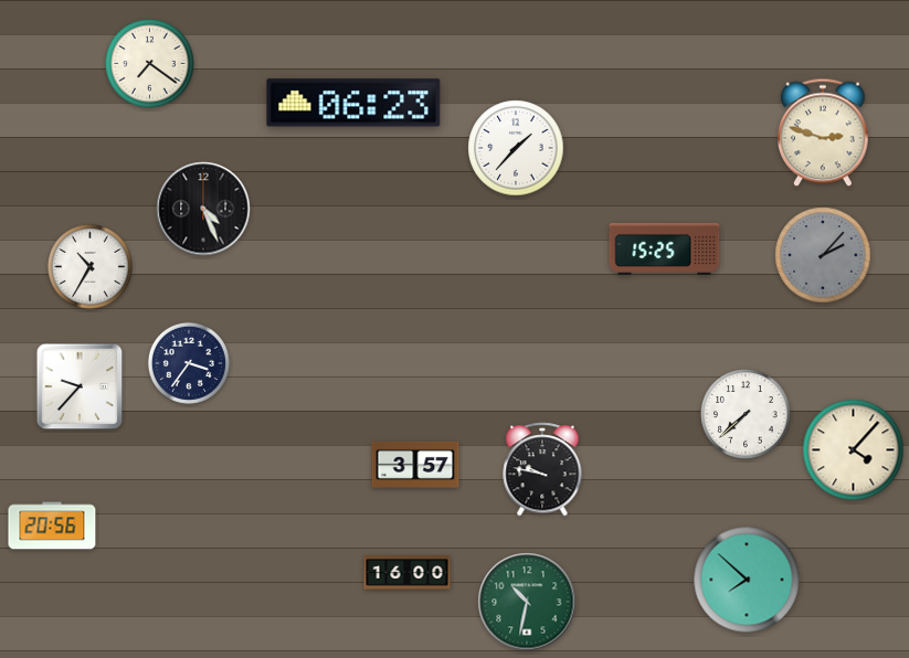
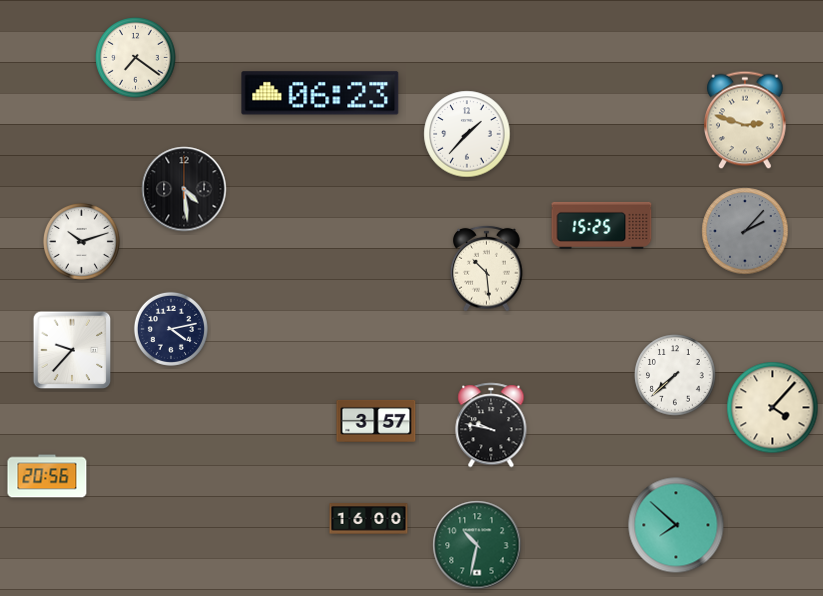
clock at (203, 209): 4:26 -> 4:29
clock at (89, 266): 10:35 -> 10:12
clock at (487, 268): none -> 10:29
clock at (189, 363): 3:36 -> 4:13
